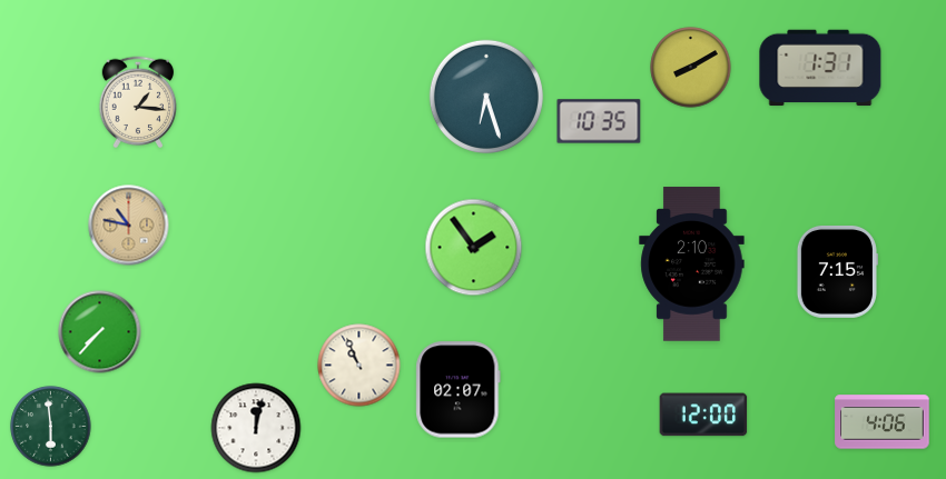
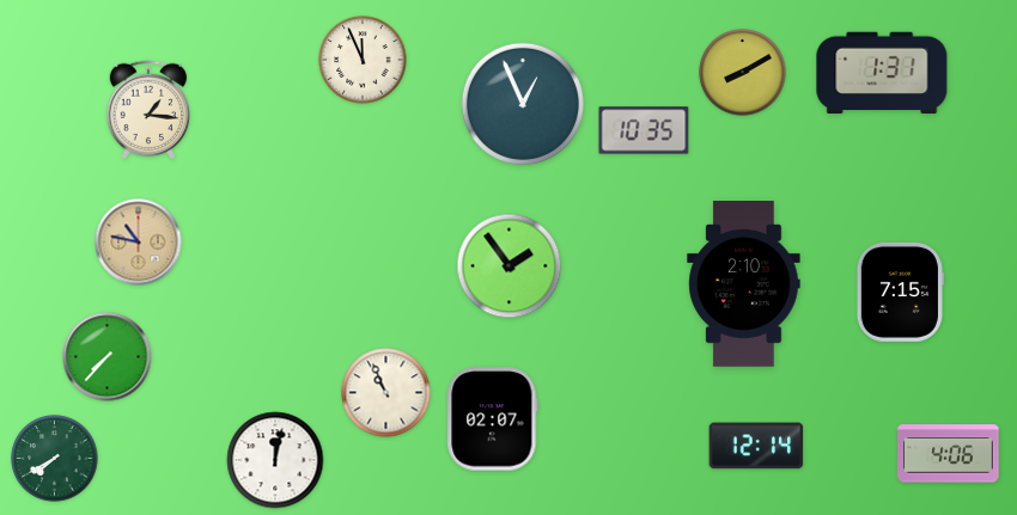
clock at (363, 60): none -> 11:56
clock at (486, 97): 6:27 -> 12:56
clock at (703, 415): 12:00 -> 12:14
clock at (51, 427): 5:59 -> 7:40
